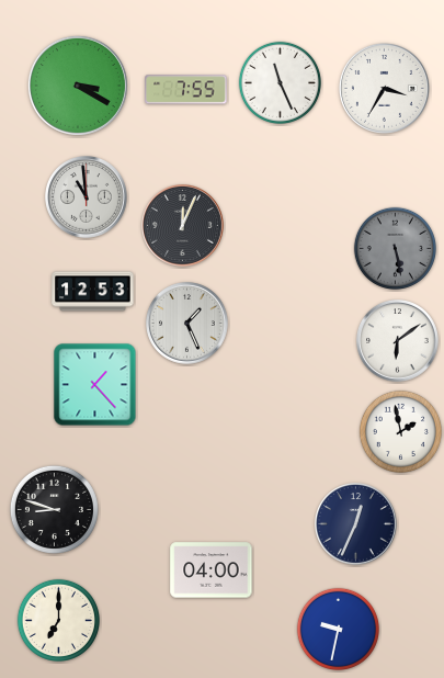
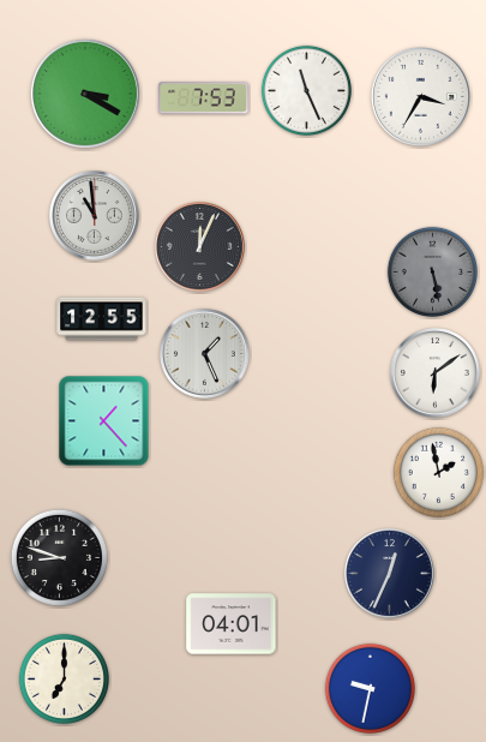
clock at (186, 90): 7:55 -> 7:53
clock at (93, 292): 12:53 -> 12:55
clock at (212, 570): 04:00 -> 04:01
